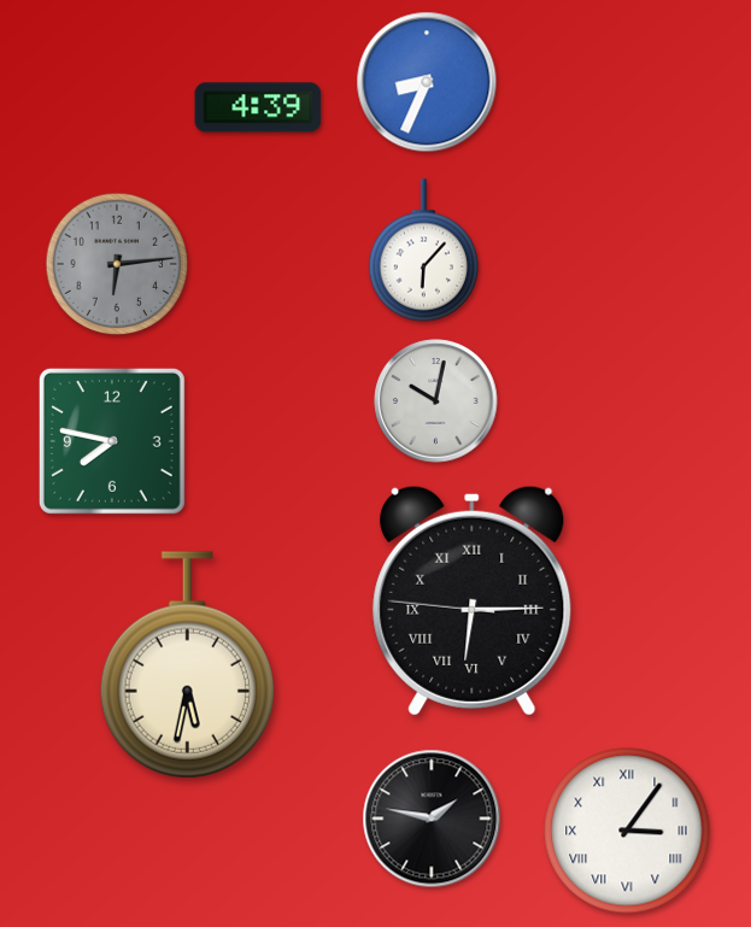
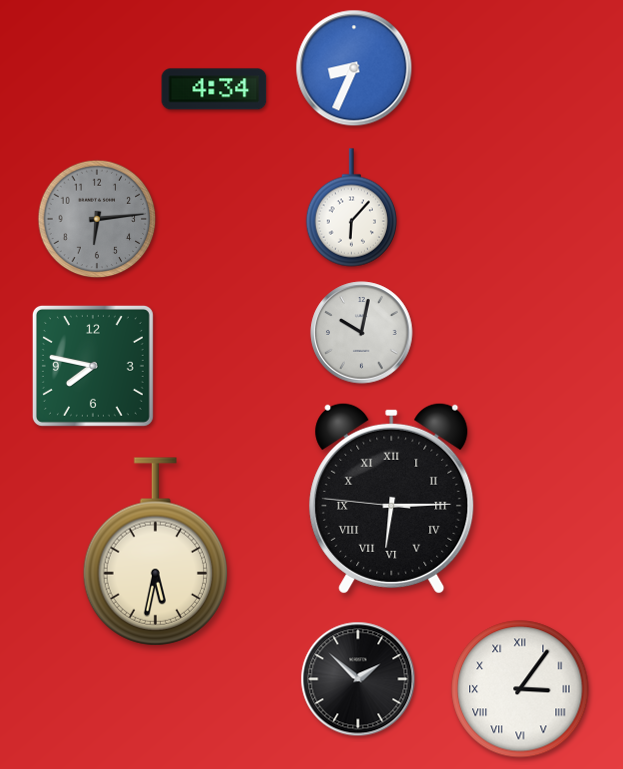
clock at (258, 107): 4:39 -> 4:34
clock at (432, 819): 1:47 -> 1:52
